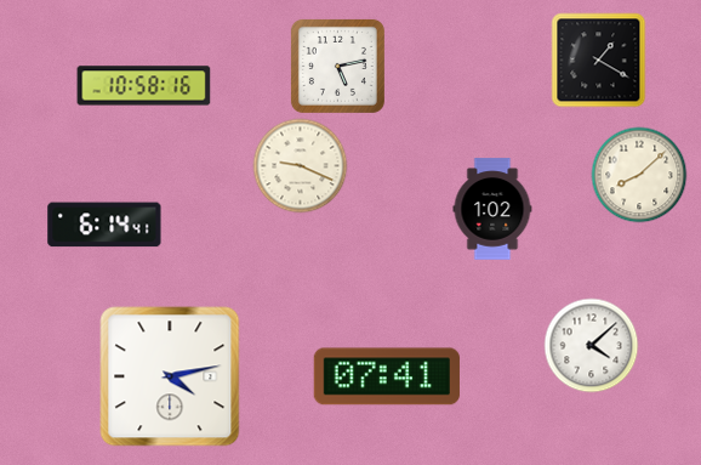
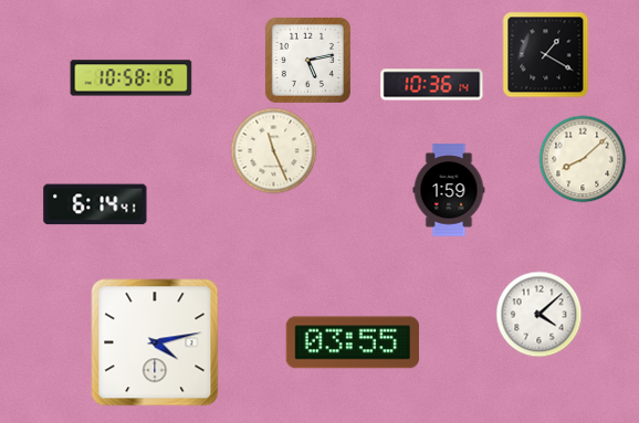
clock at (432, 85): none -> 10:36
clock at (300, 165): 9:19 -> 11:26
clock at (492, 209): 1:02 -> 1:59
clock at (387, 376): 07:41 -> 03:55
